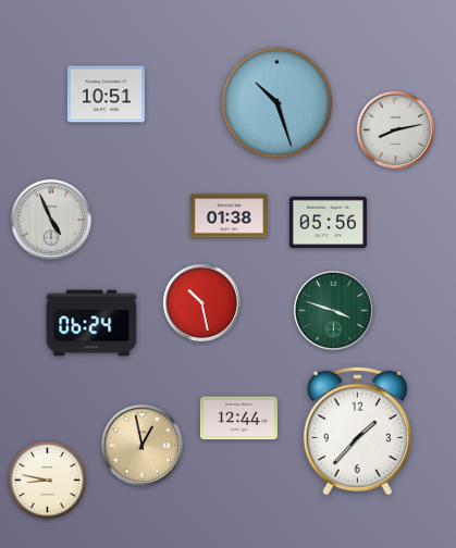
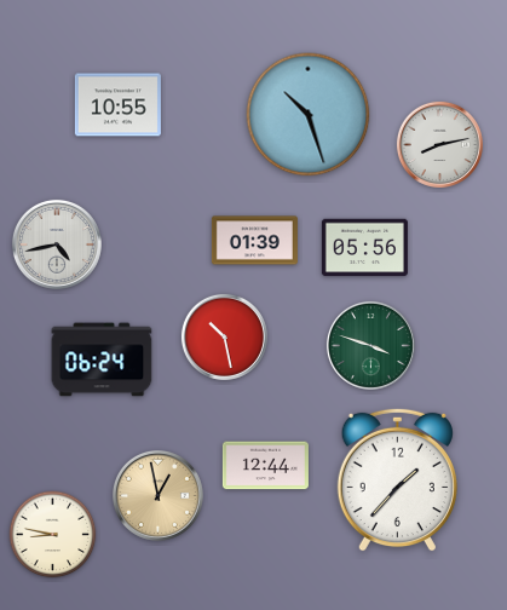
clock at (106, 95): 10:51 -> 10:55
clock at (229, 216): 01:38 -> 01:39
clock at (51, 220): 4:56 -> 4:43
